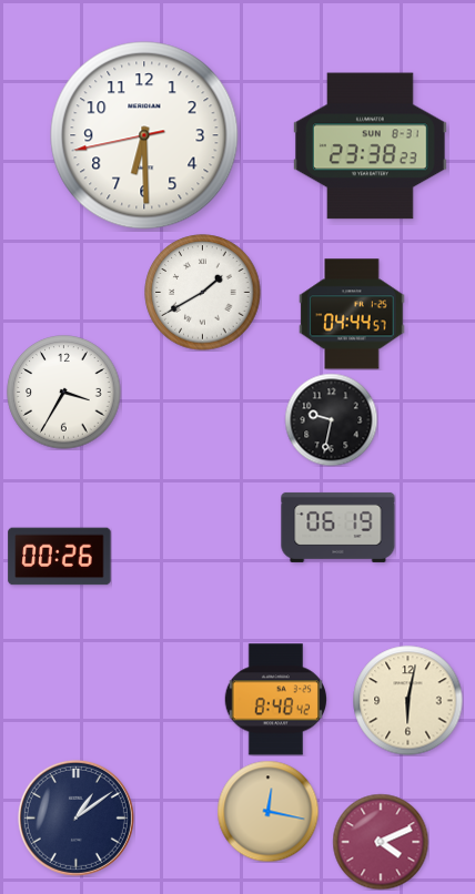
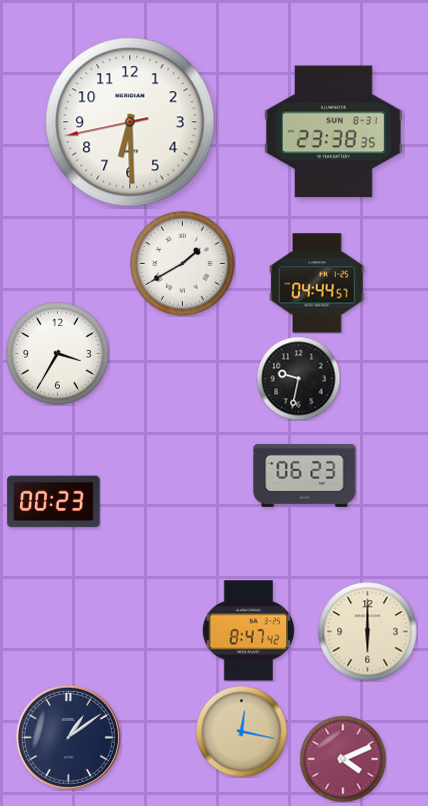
clock at (370, 146): 23:38:23 -> 23:38:35
clock at (338, 527): 06:19 -> 06:23
clock at (60, 557): 00:26 -> 00:23
clock at (275, 700): 8:48 -> 8:47
clock at (408, 701): 6:02 -> 6:00
